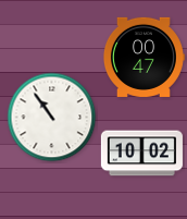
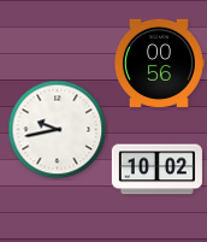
clock at (144, 57): 00:47 -> 00:56
clock at (52, 118): 10:54 -> 9:43
